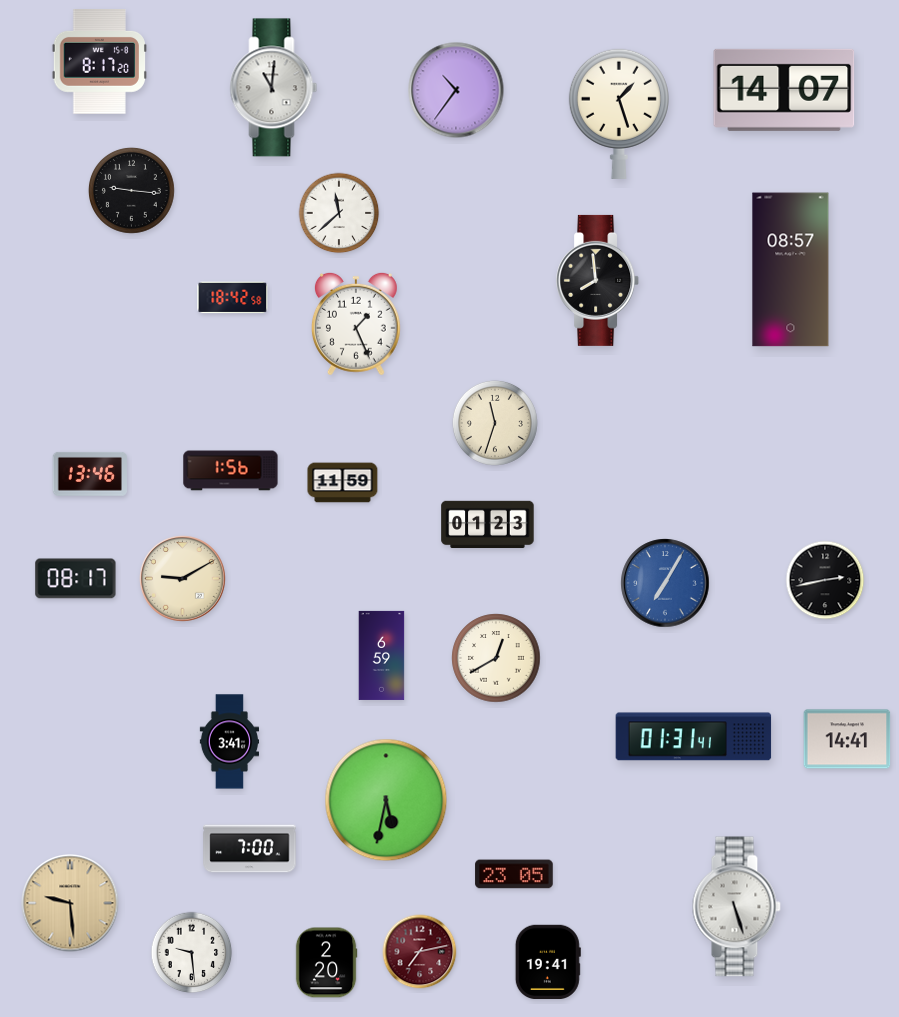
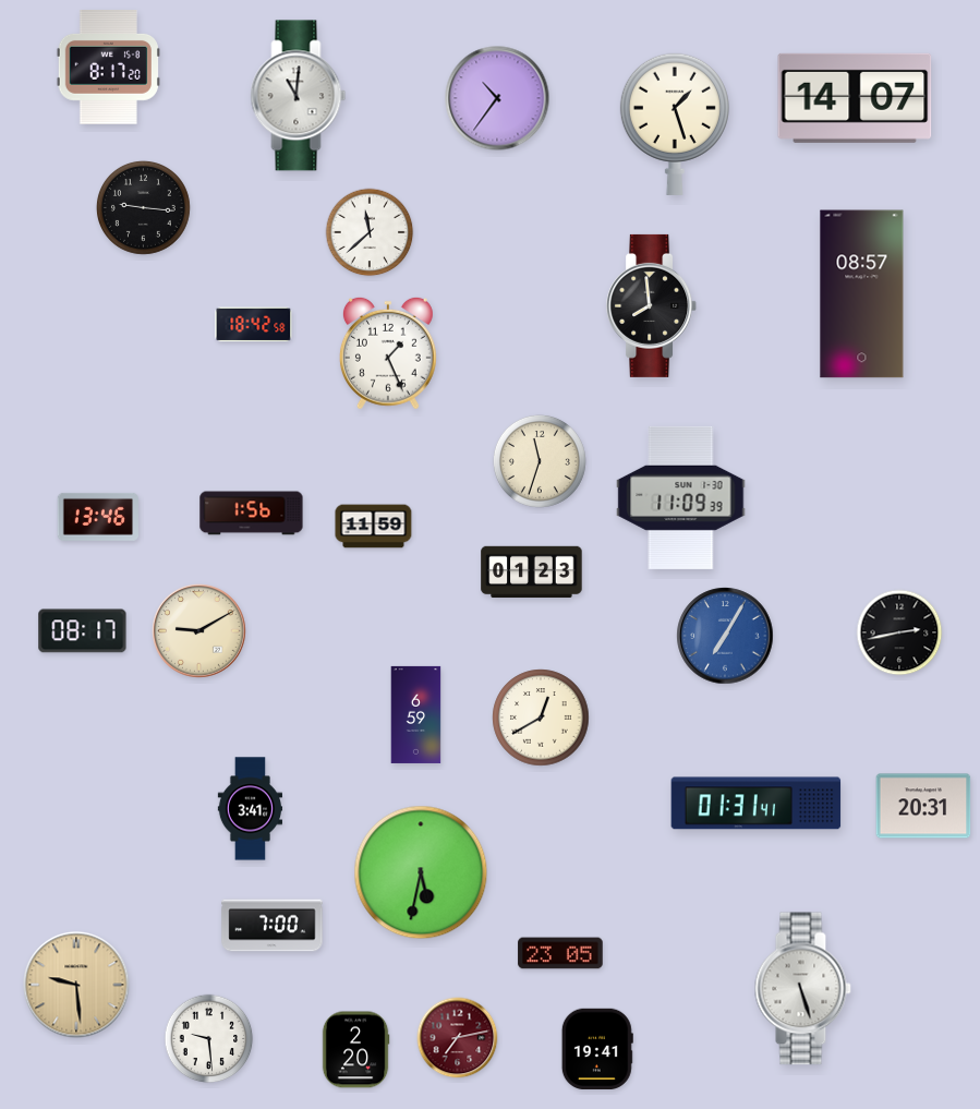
clock at (681, 497): none -> 11:09
clock at (847, 739): 14:41 -> 20:31
